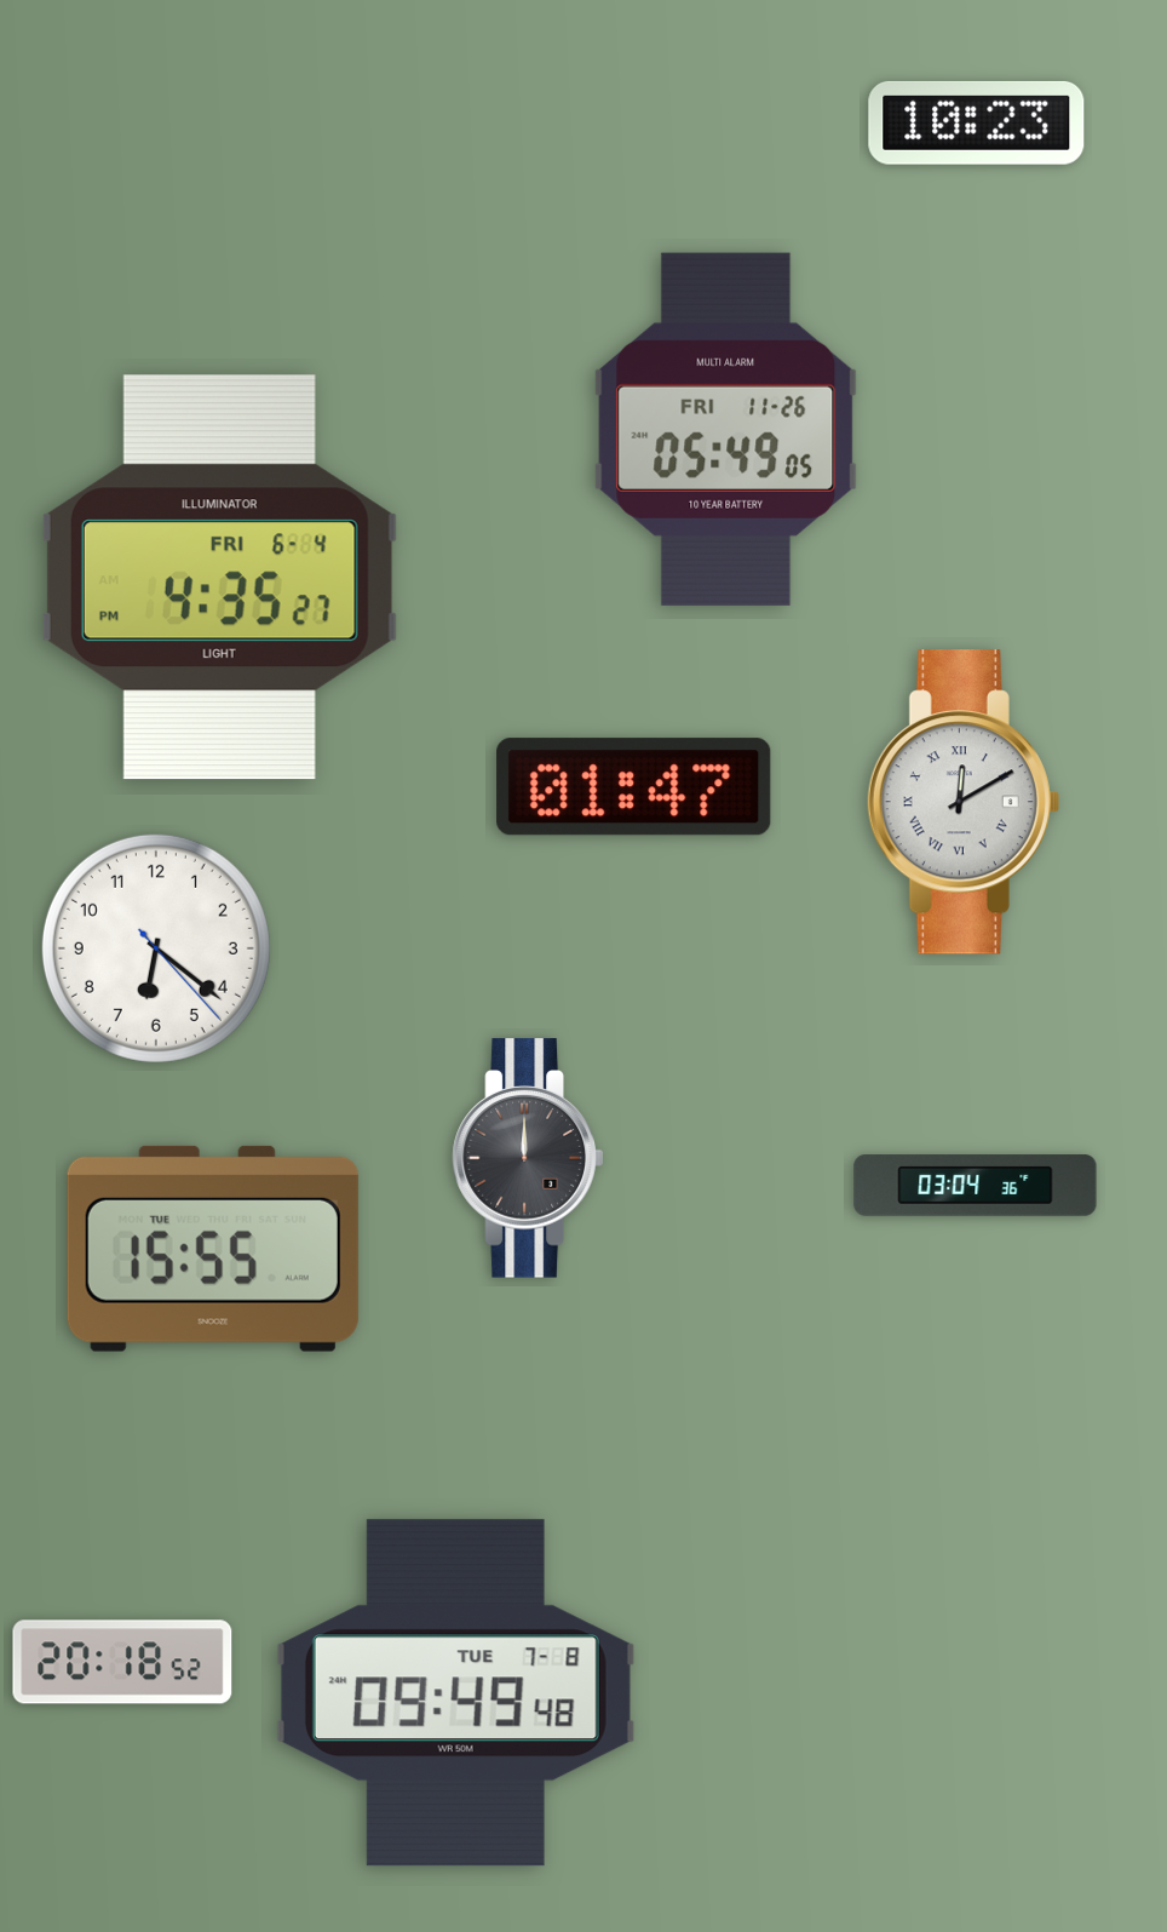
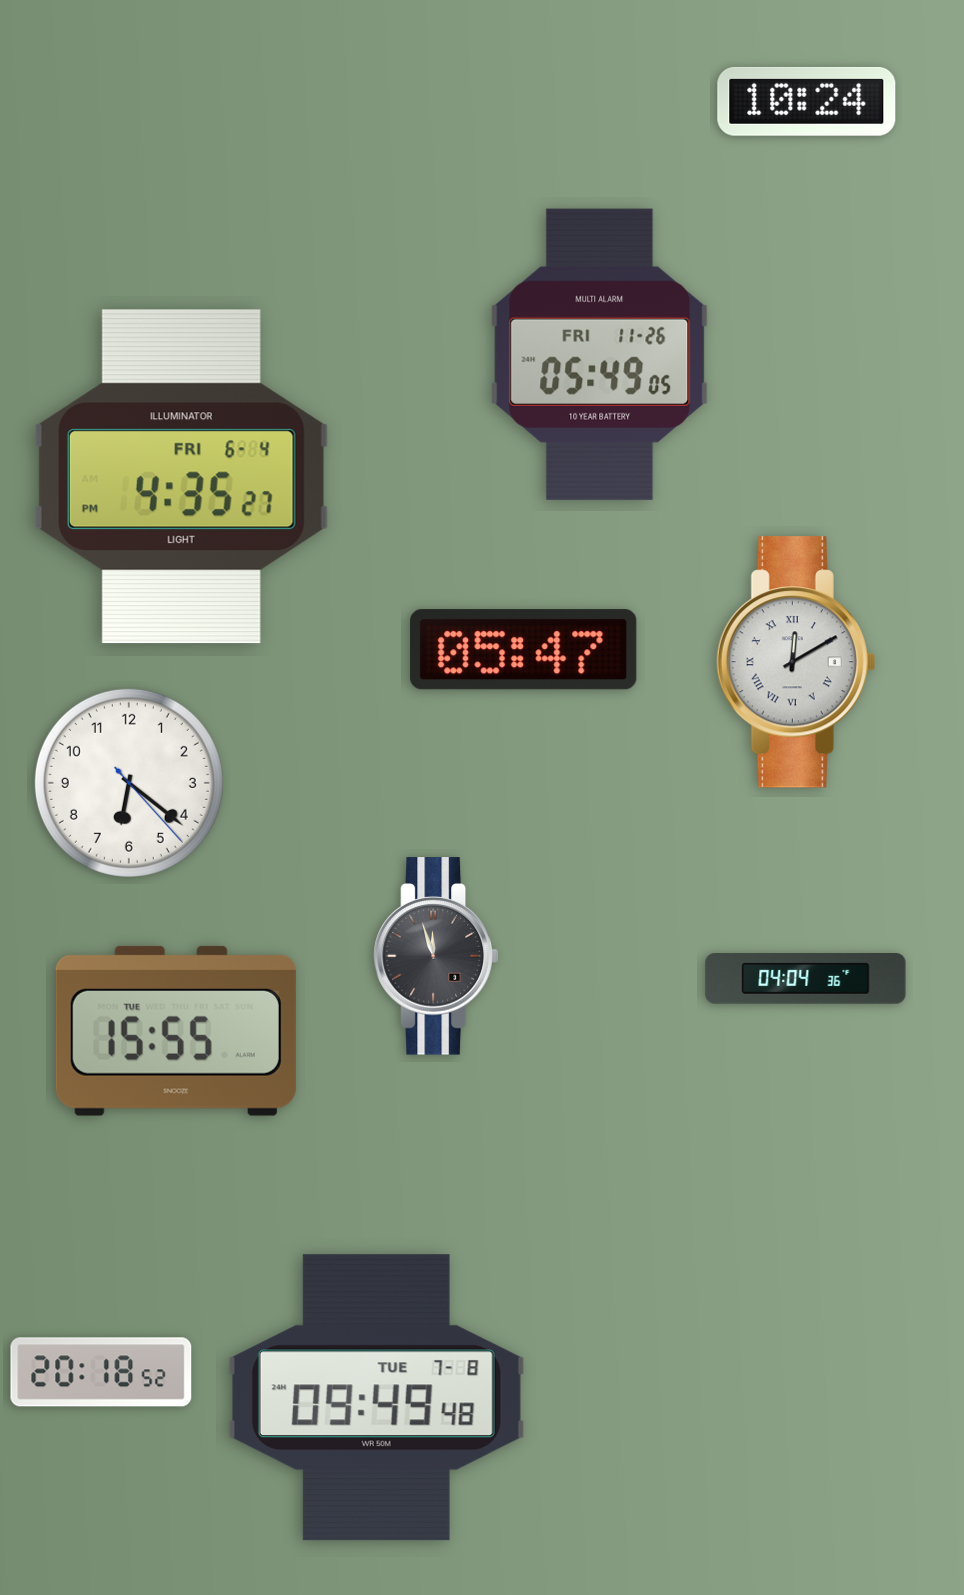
clock at (977, 122): 10:23 -> 10:24
clock at (634, 787): 01:47 -> 05:47
clock at (528, 1158): 12:00 -> 11:57
clock at (976, 1186): 03:04 -> 04:04
